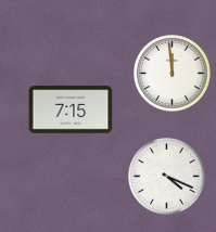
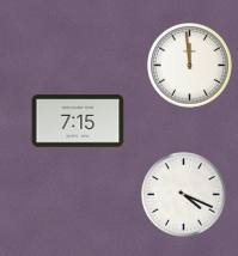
clock at (173, 74) position: (173, 74) -> (190, 66)
